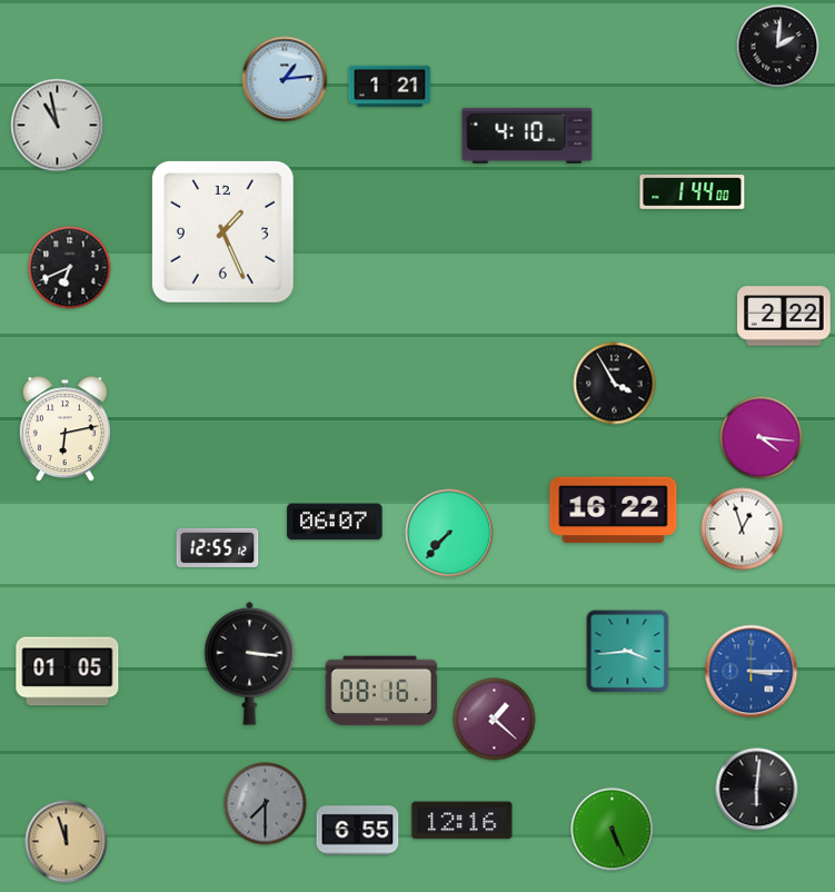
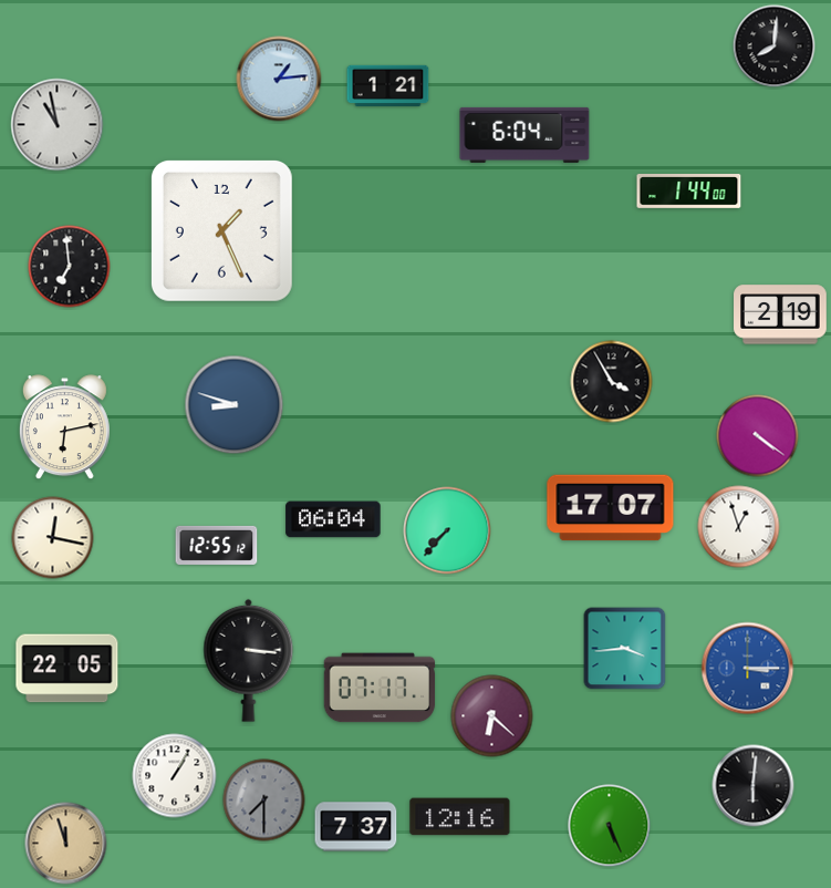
clock at (778, 47): 2:01 -> 8:01
clock at (285, 79) position: (285, 79) -> (279, 79)
clock at (527, 136): 4:10 -> 6:04
clock at (70, 268): 6:41 -> 6:59
clock at (784, 316): 2:22 -> 2:19
clock at (235, 405): none -> 8:48
clock at (762, 438): 4:16 -> 4:21
clock at (614, 511): 16:22 -> 17:07
clock at (335, 522): 06:07 -> 06:04
clock at (53, 538): none -> 12:17
clock at (68, 672): 01:05 -> 22:05
clock at (381, 691): 08:16 -> 07:17
clock at (495, 720): 1:22 -> 6:22
clock at (175, 776): none -> 1:05
clock at (358, 831): 6:55 -> 7:37
clock at (67, 842) position: (67, 842) -> (66, 844)
